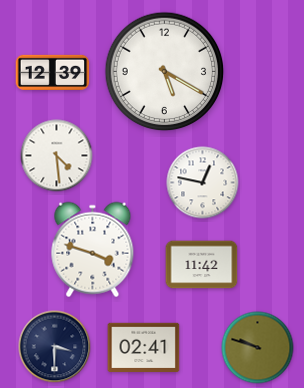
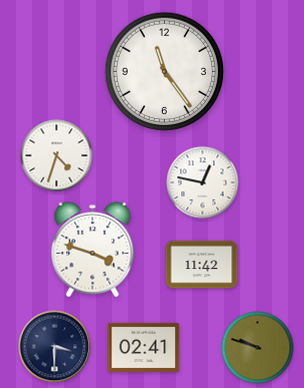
clock at (53, 72): 12:39 -> none
clock at (165, 72): 5:20 -> 11:24
clock at (57, 156): 4:29 -> 4:33
